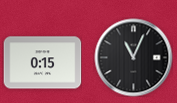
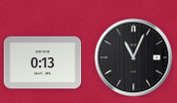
clock at (42, 63): 0:15 -> 0:13
